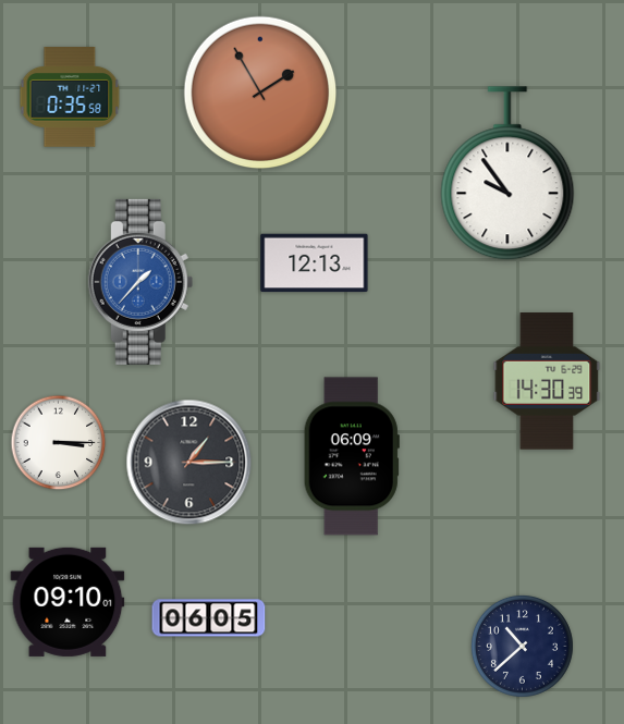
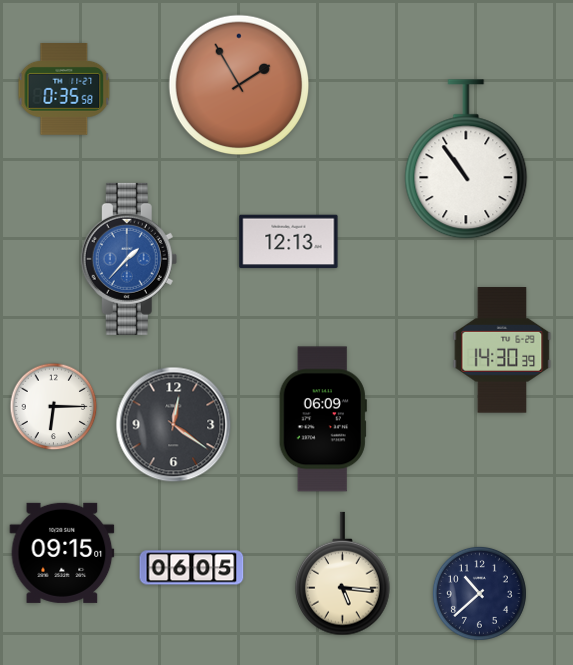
clock at (507, 174): 9:54 -> 10:54
clock at (59, 443): 3:15 -> 6:15
clock at (189, 463): 1:15 -> 12:21
clock at (68, 602): 09:10 -> 09:15
clock at (343, 574): none -> 5:16
